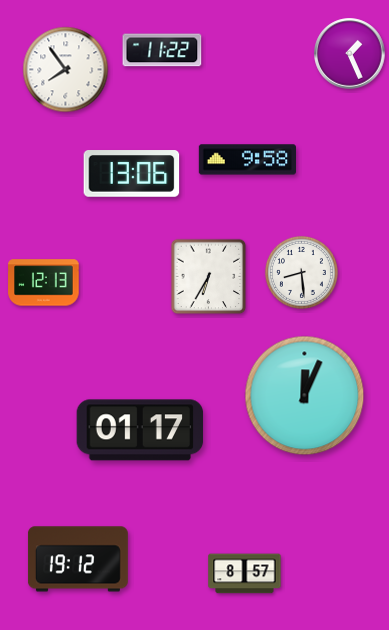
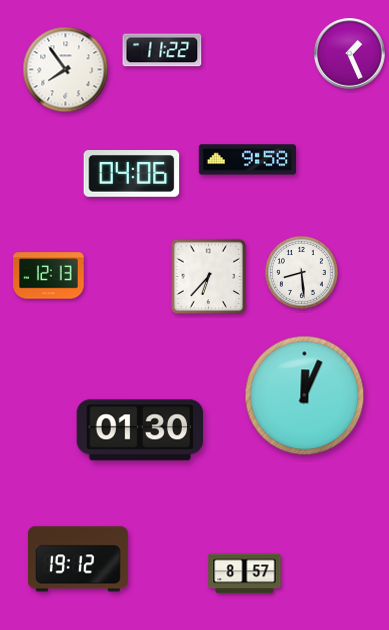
clock at (132, 174): 13:06 -> 04:06
clock at (209, 277): 6:35 -> 6:37
clock at (44, 283) position: (44, 283) -> (49, 276)
clock at (140, 430): 01:17 -> 01:30
